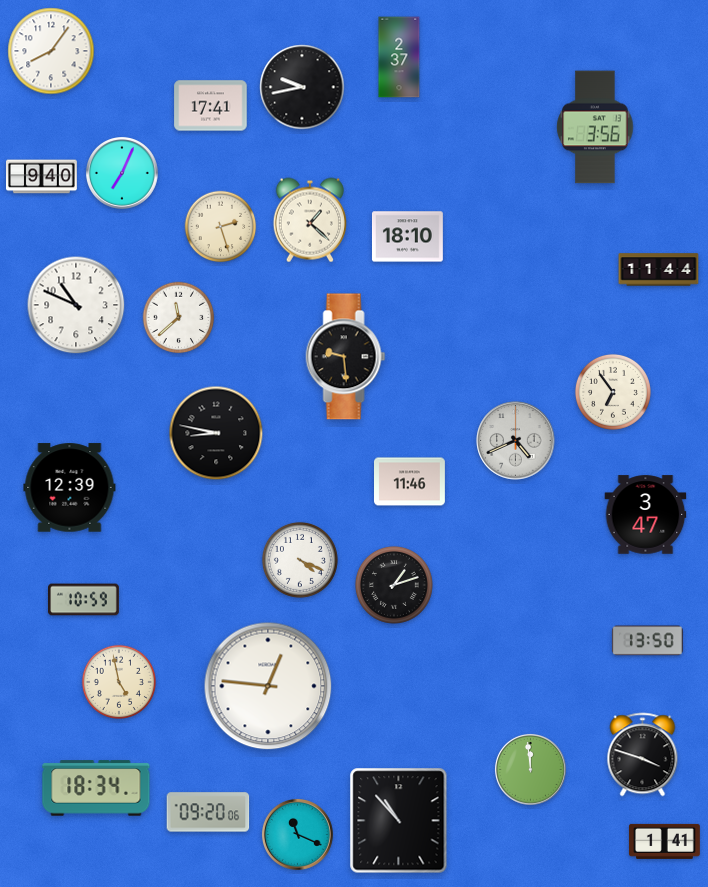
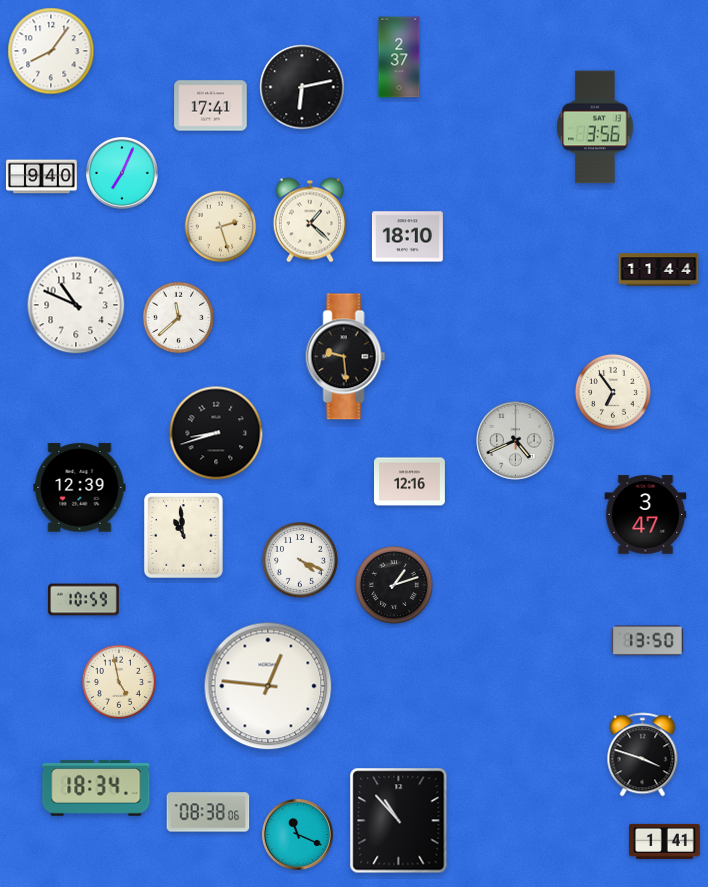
clock at (302, 87): 9:43 -> 6:13
clock at (216, 433): 8:47 -> 8:42
clock at (410, 482): 11:46 -> 12:16
clock at (70, 488) position: (70, 488) -> (80, 488)
clock at (184, 536): none -> 10:59
clock at (530, 769): 11:59 -> none
clock at (208, 812): 09:20 -> 08:38
